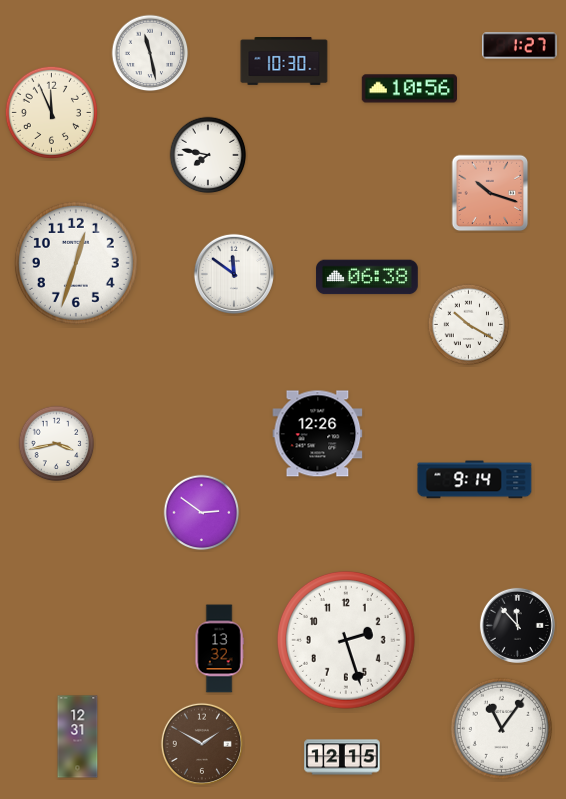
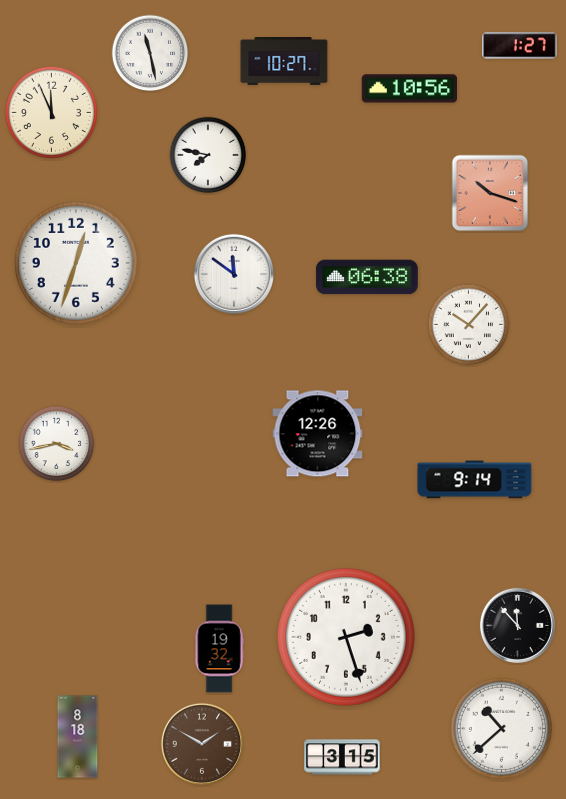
clock at (284, 62): 10:30 -> 10:27
clock at (469, 325): 10:20 -> 10:07
clock at (202, 513): 2:51 -> none
clock at (346, 640) position: (346, 640) -> (346, 637)
clock at (219, 649): 13:32 -> 19:32
clock at (501, 728): 11:06 -> 10:38
clock at (78, 737): 12:31 -> 8:18
clock at (342, 757): 12:15 -> 3:15
